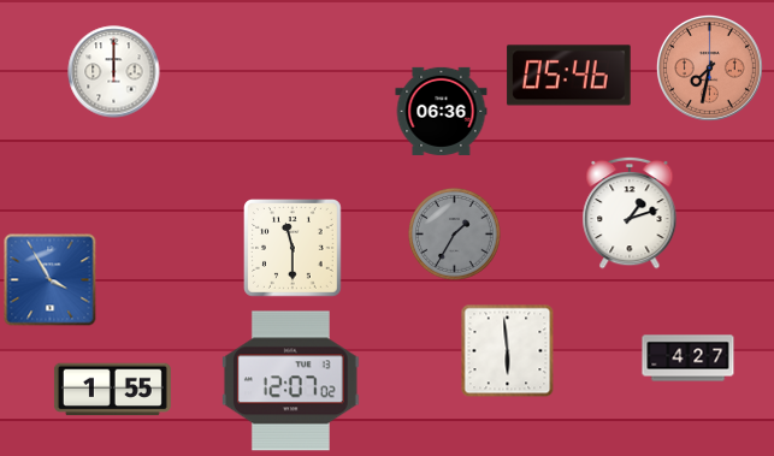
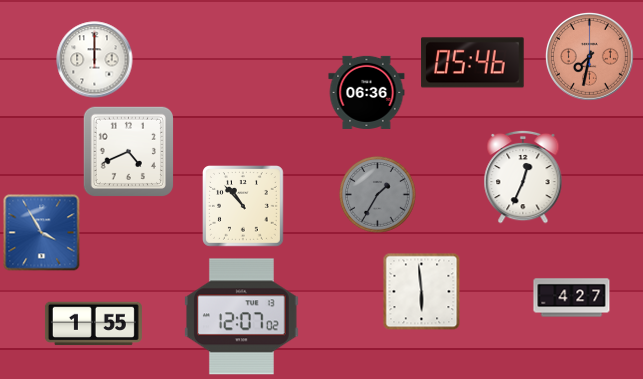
clock at (128, 151): none -> 4:41
clock at (630, 213): 1:12 -> 12:34
clock at (294, 249): 11:30 -> 10:53
